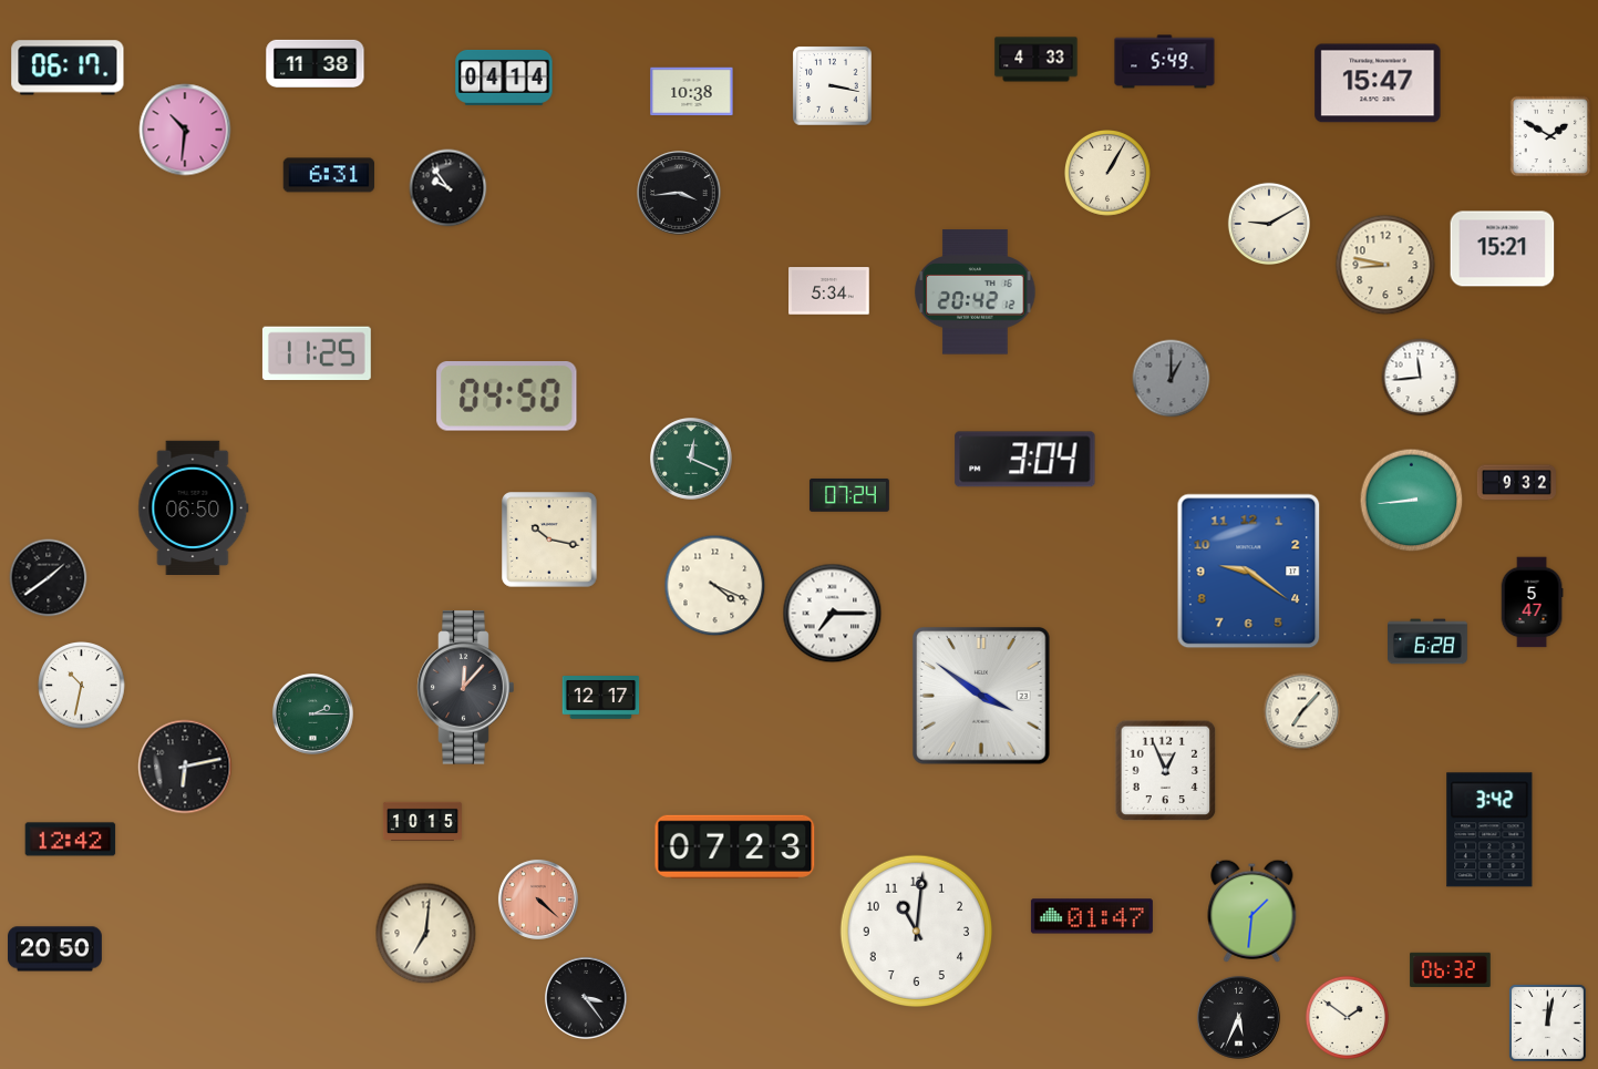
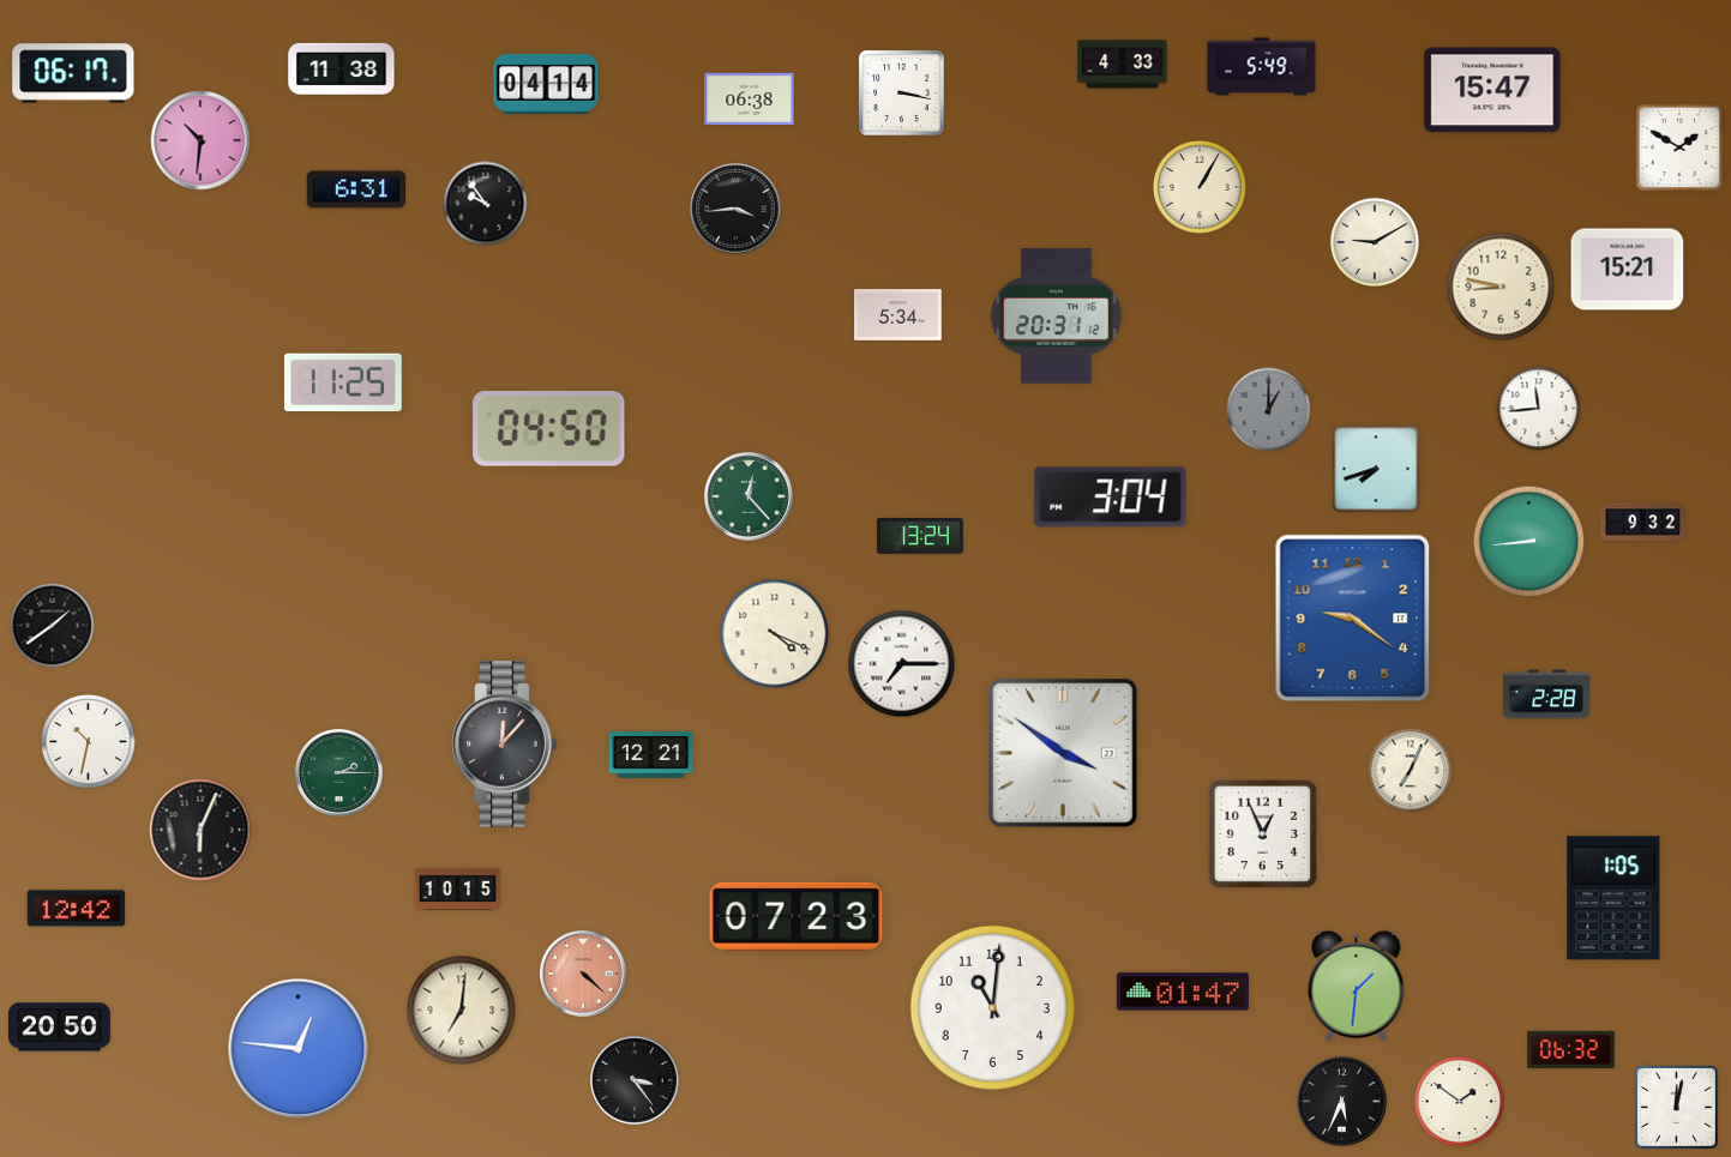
clock at (692, 92): 10:38 -> 06:38
clock at (976, 292): 20:42 -> 20:31
clock at (1376, 469): none -> 7:42
clock at (692, 460): 12:19 -> 12:23
clock at (849, 495): 07:24 -> 13:24
clock at (194, 507): 06:50 -> none
clock at (550, 541): 10:17 -> none
clock at (1532, 603): 5:47 -> none
clock at (1429, 641): 6:28 -> 2:28
clock at (601, 698): 12:17 -> 12:21
clock at (1302, 712): 7:07 -> 7:04
clock at (185, 767): 6:13 -> 6:04
clock at (1489, 830): 3:42 -> 1:05
clock at (299, 1049): none -> 12:46
